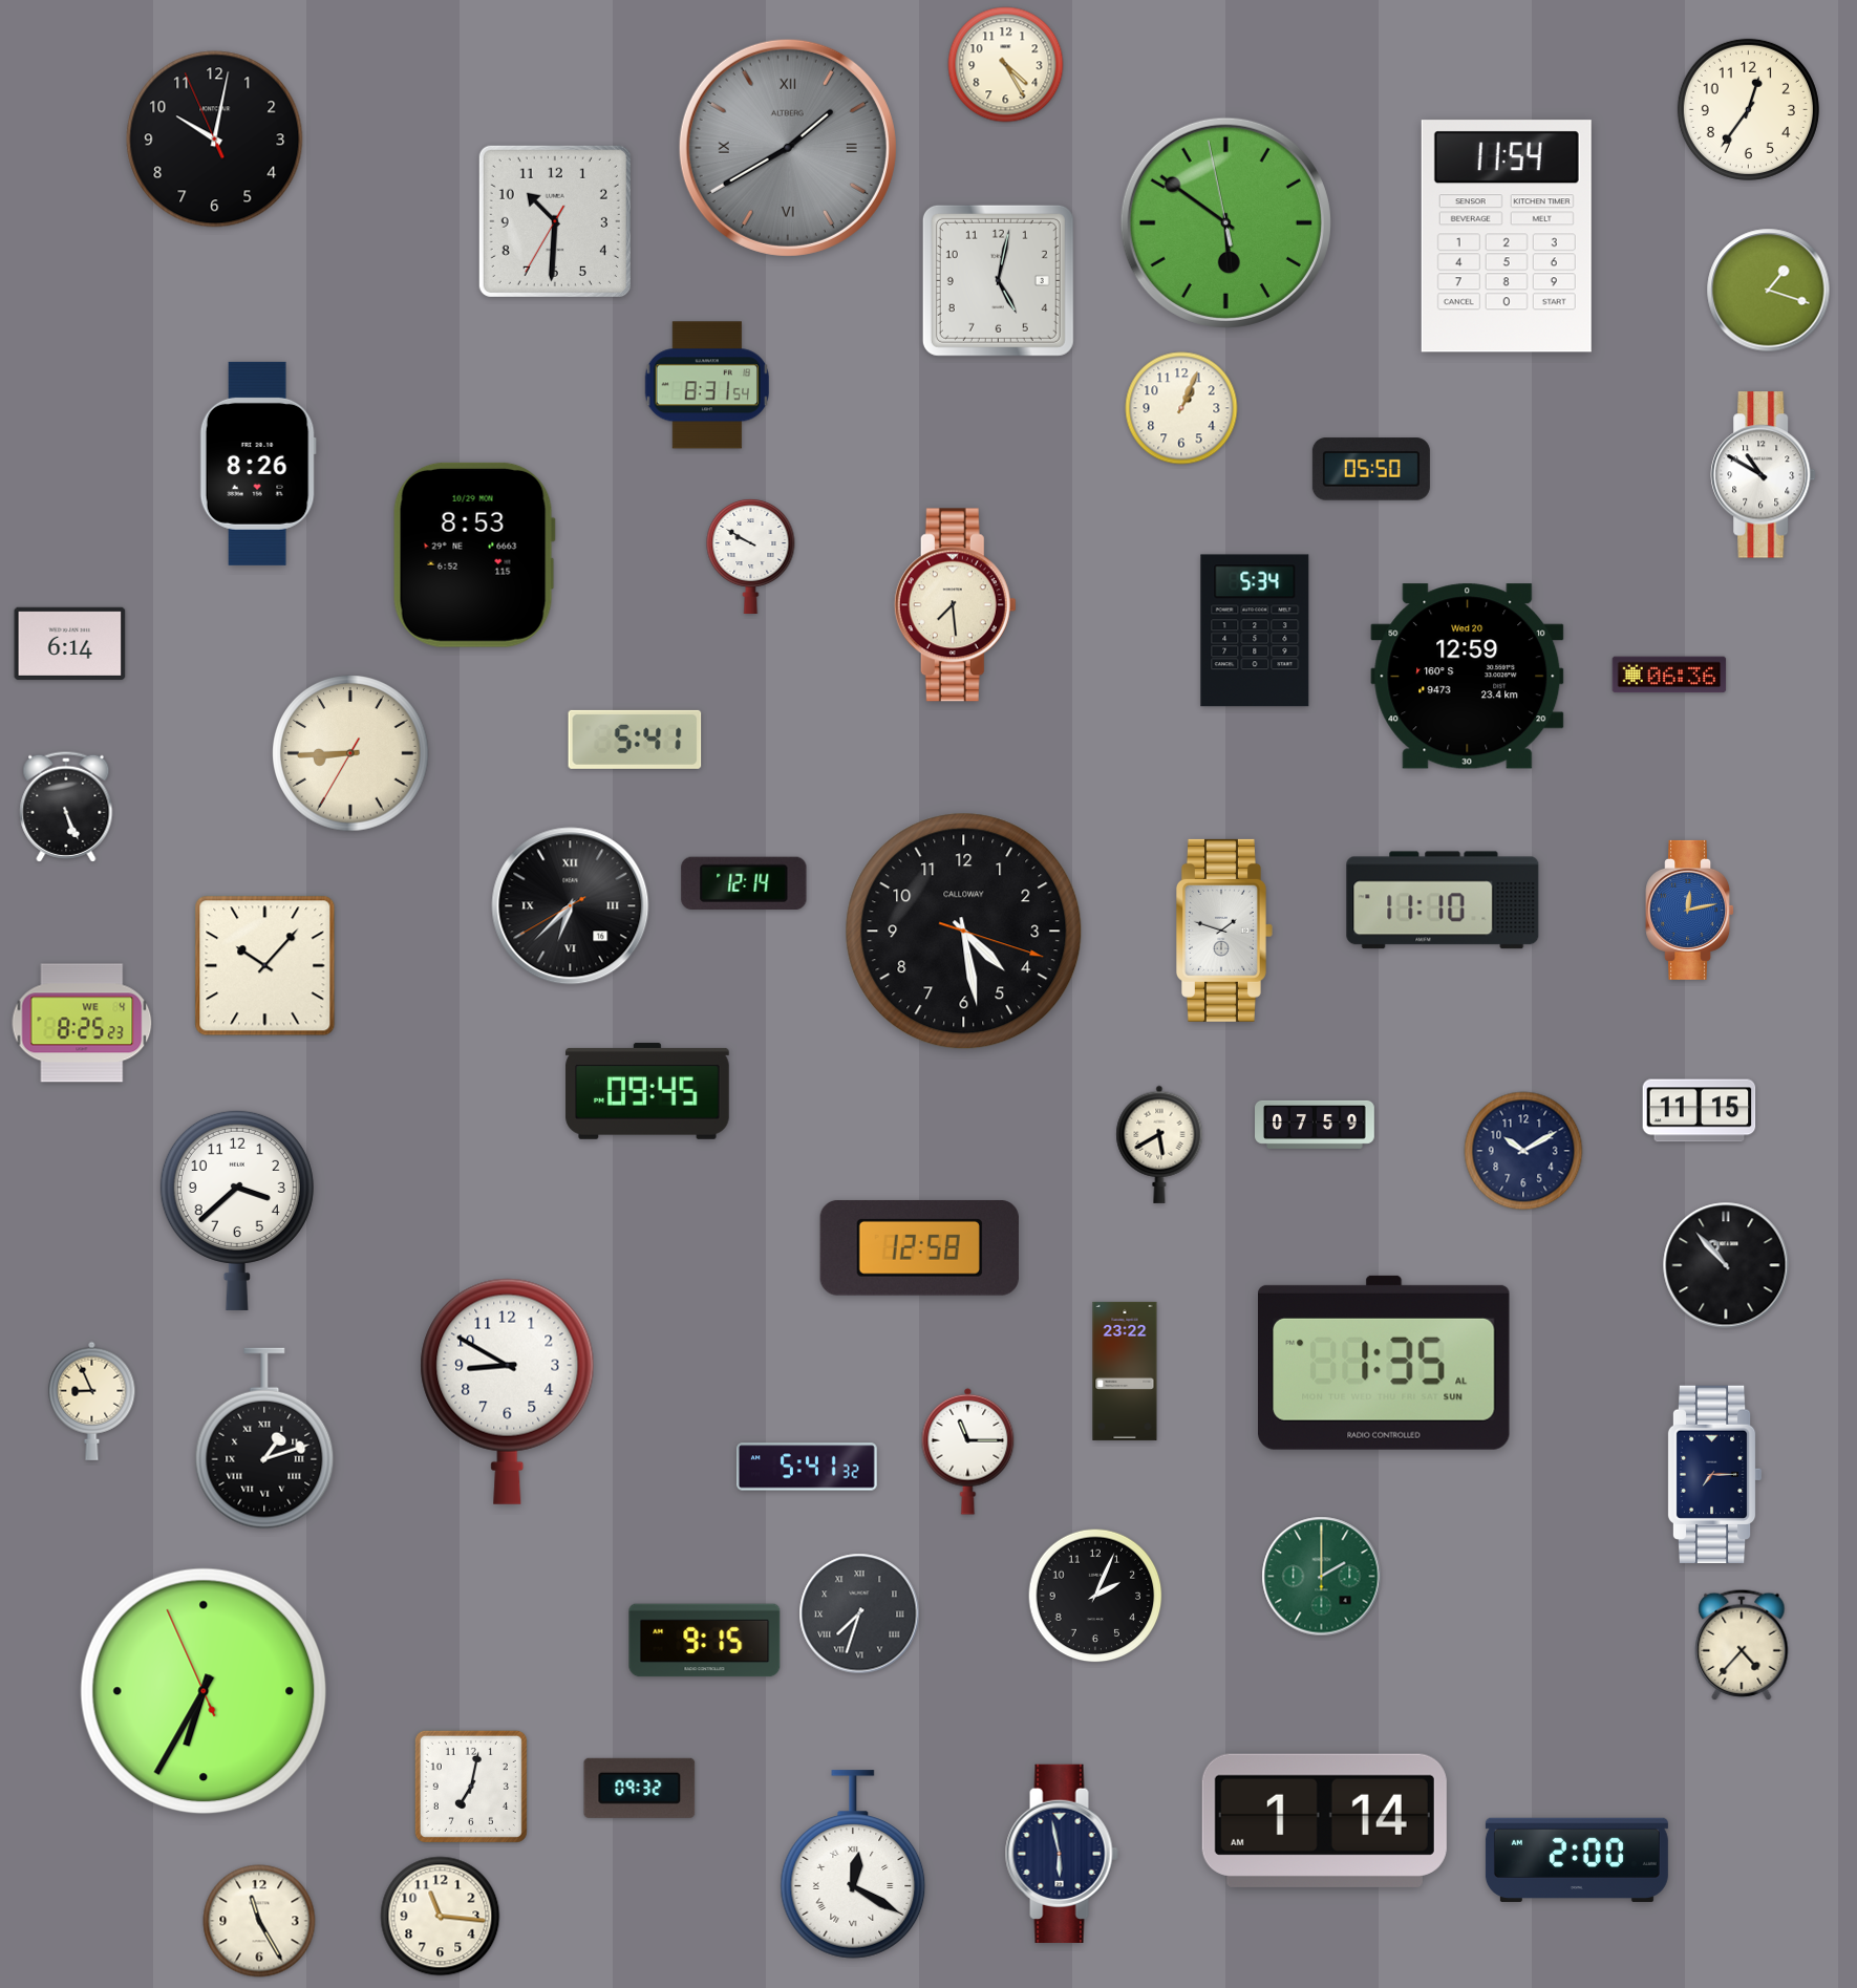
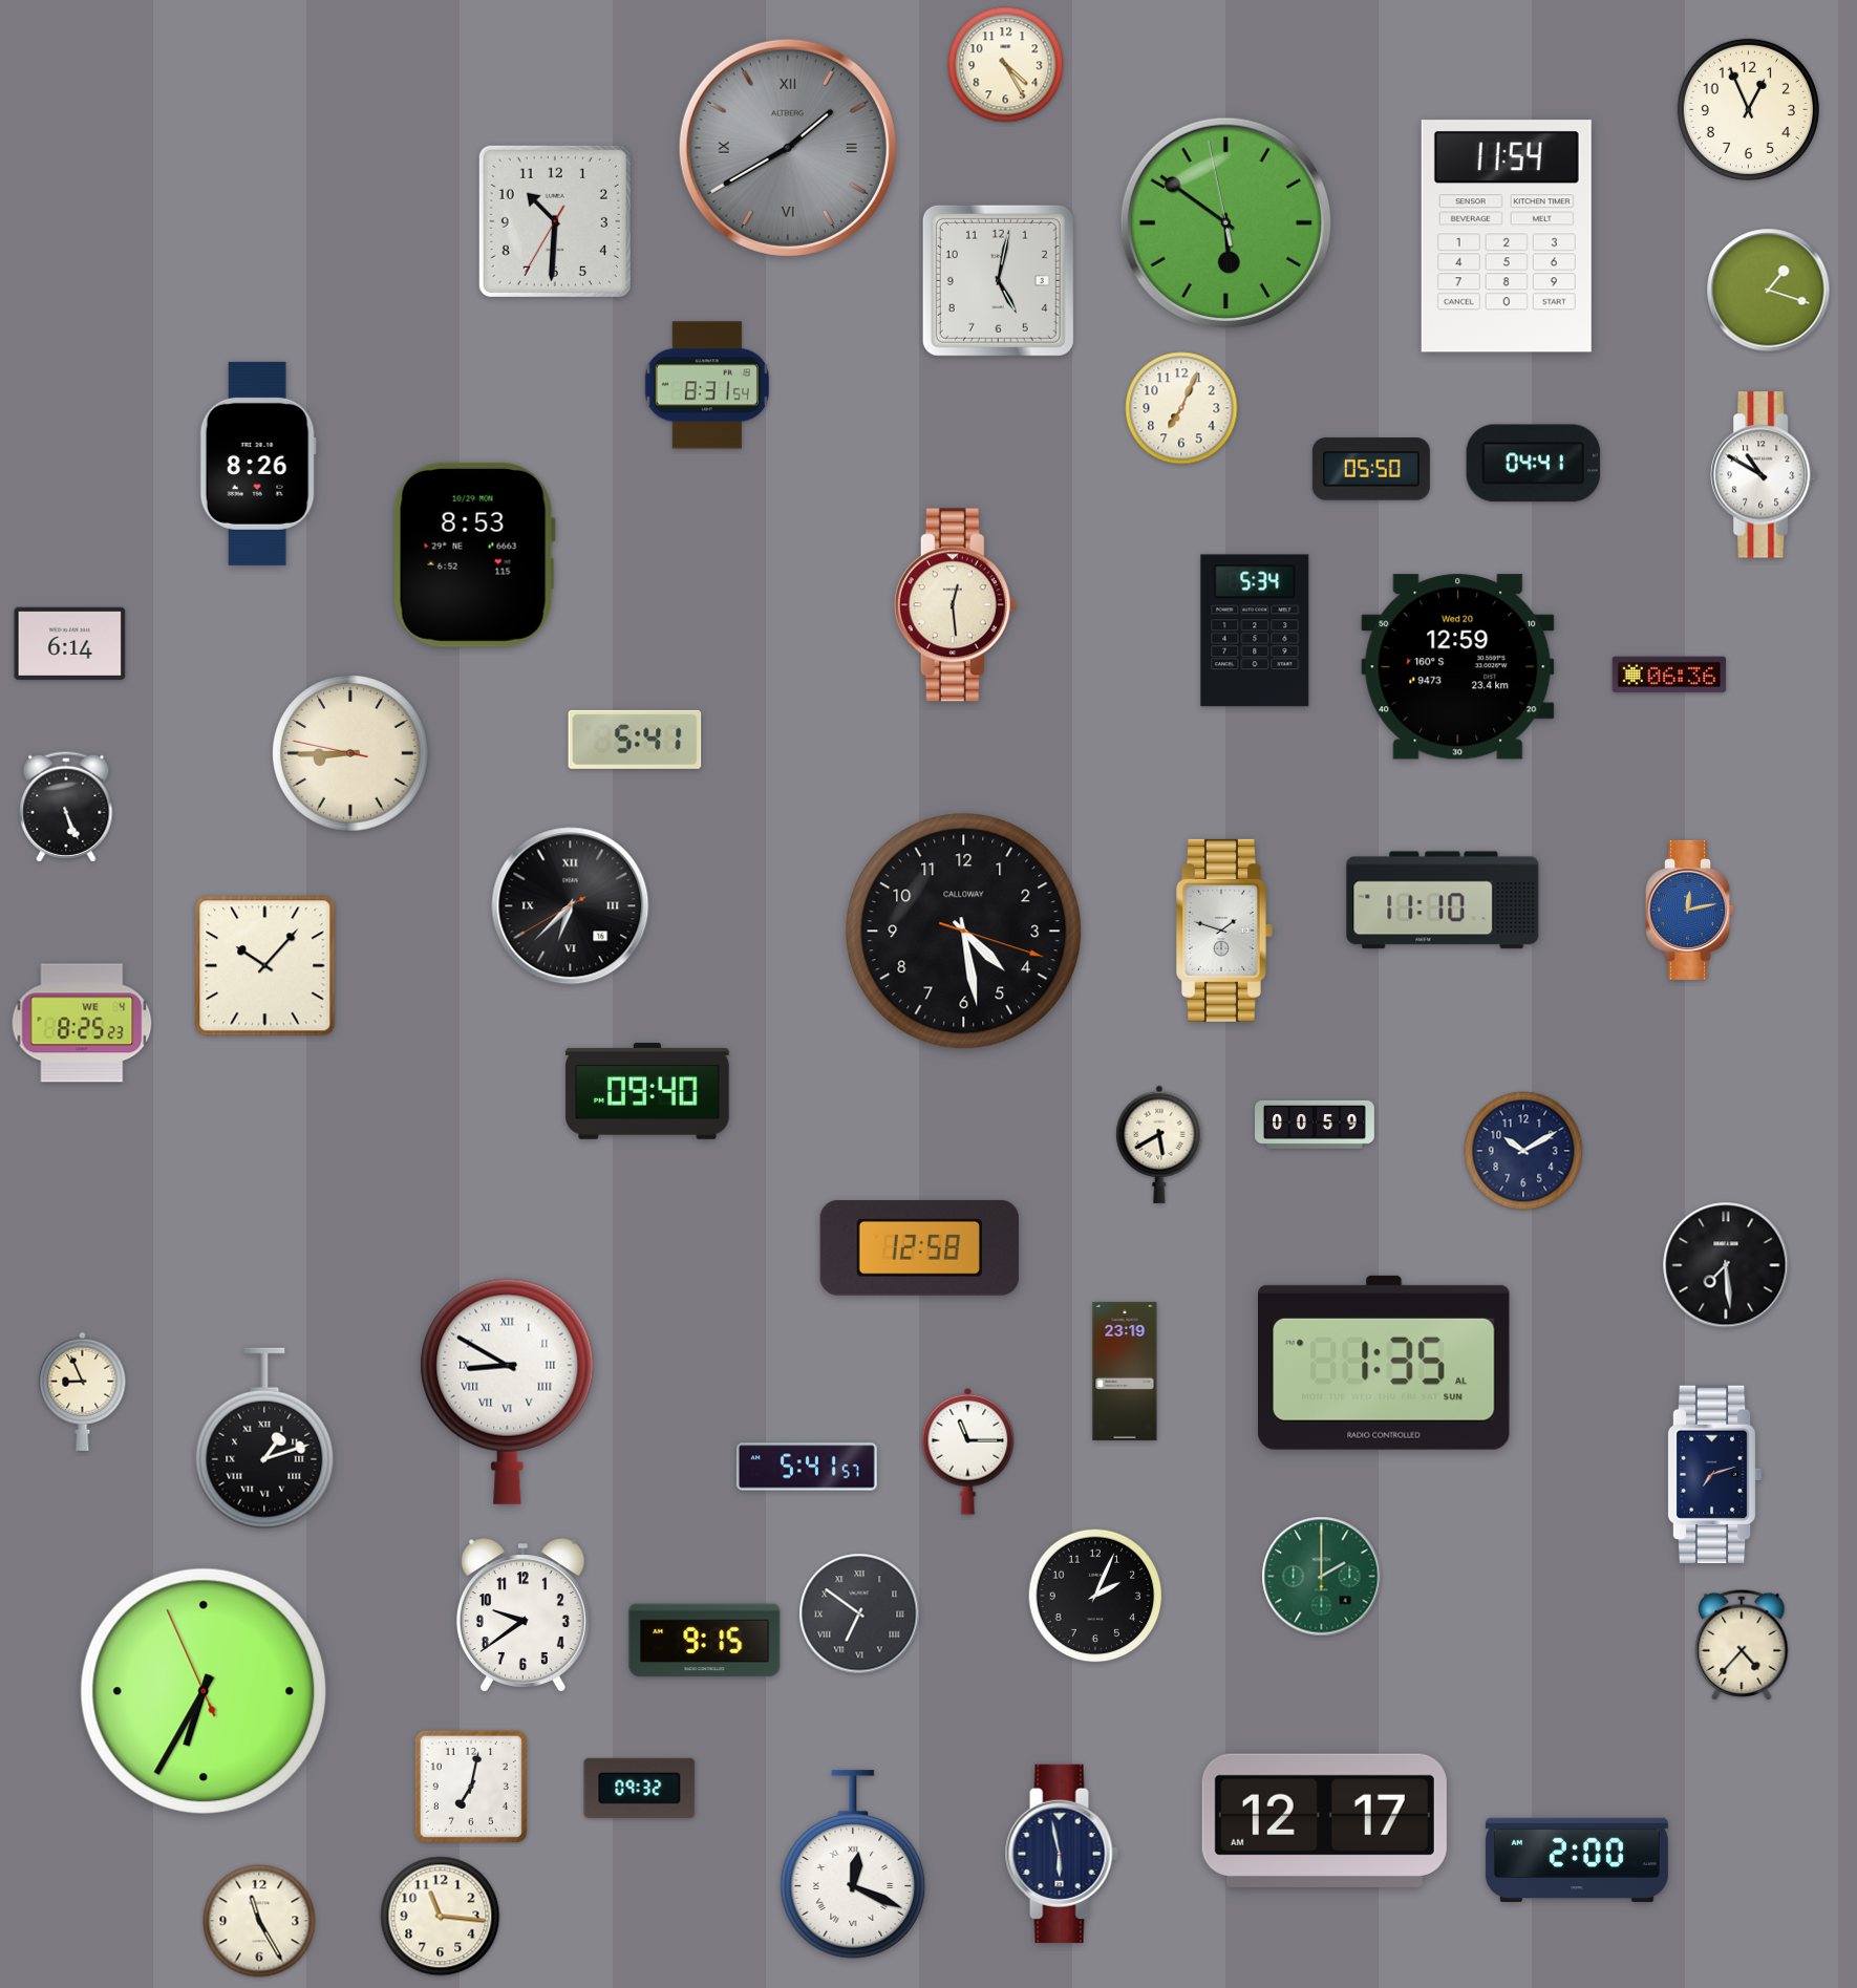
clock at (1748, 109): 12:36 -> 12:56
clock at (215, 140): 10:01 -> none
clock at (1181, 408): 1:04 -> 7:04
clock at (1534, 464): none -> 04:41
clock at (751, 555): 9:50 -> none
clock at (955, 605): 7:29 -> 12:29
clock at (1468, 677) position: (1468, 677) -> (1458, 667)
clock at (350, 753): 8:44:35 -> 8:44:47
clock at (744, 883): 12:14 -> none
clock at (647, 1091): 09:45 -> 09:40
clock at (1700, 1111): 11:15 -> none
clock at (1316, 1125): 07:59 -> 00:59
clock at (237, 1210): 3:38 -> none
clock at (1726, 1265): 10:53 -> 7:29
clock at (1125, 1371): 23:22 -> 23:19
clock at (508, 1391) numerals: Arabic -> Roman
clock at (92, 1401) position: (92, 1401) -> (83, 1391)
clock at (807, 1467): 5:41:32 -> 5:41:57
clock at (1714, 1474): 7:15 -> 7:12
clock at (859, 1613): 7:33 -> 6:51
clock at (522, 1616): none -> 9:39
clock at (1324, 1820): 1:14 -> 12:17
clock at (853, 1864): 12:20 -> 12:19
